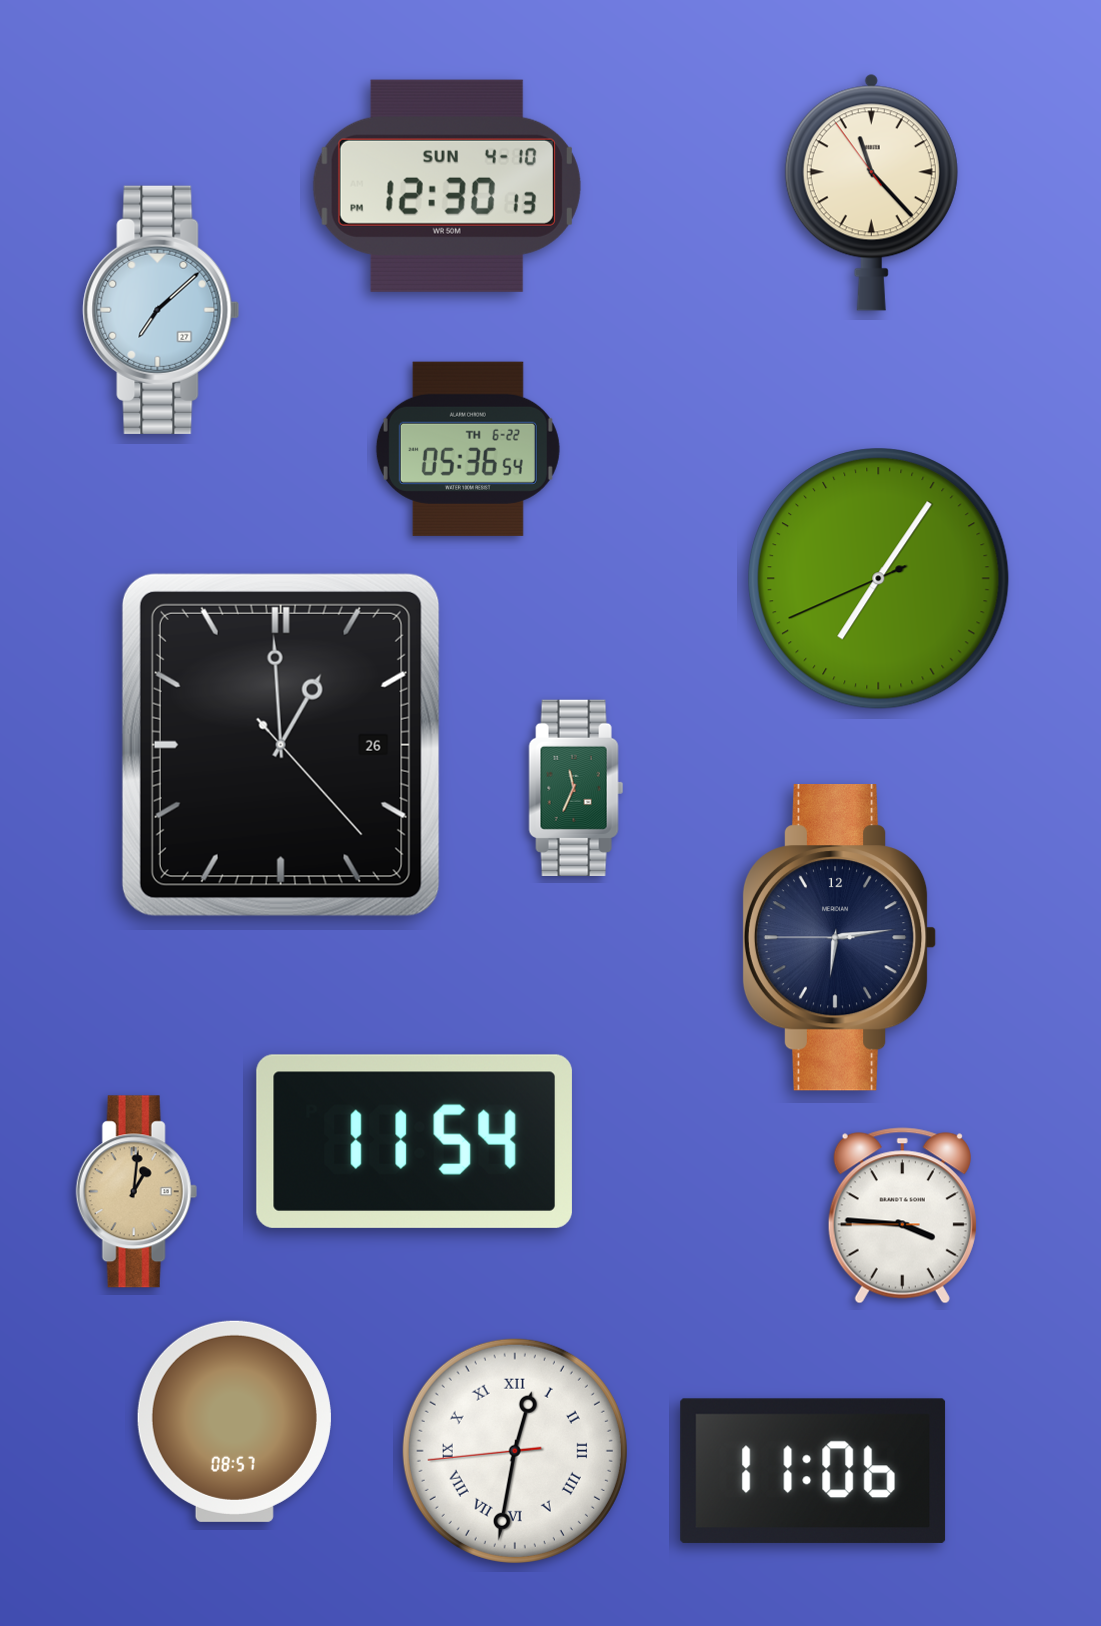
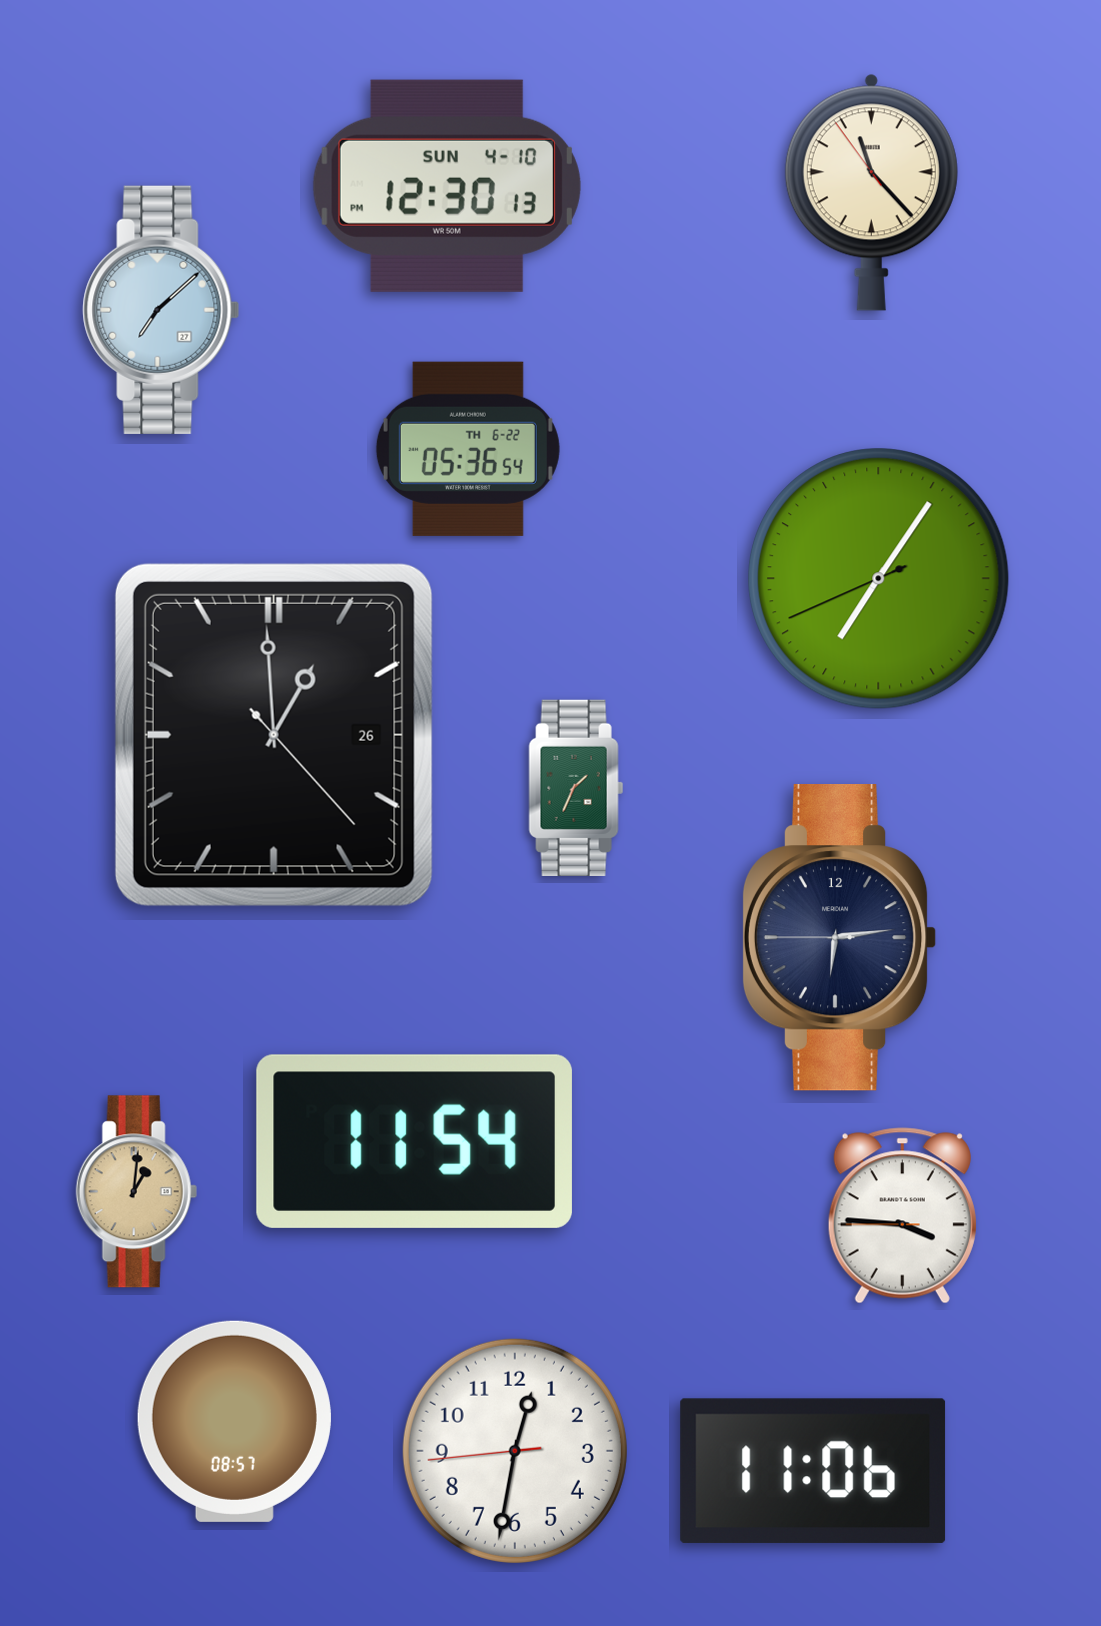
clock at (281, 745) position: (281, 745) -> (274, 735)
clock at (576, 788): 11:34 -> 1:34
clock at (515, 1451) numerals: Roman -> Arabic
